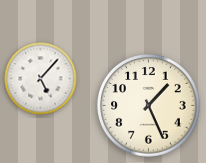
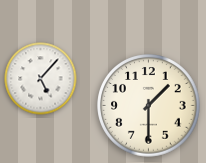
clock at (149, 106): 1:26 -> 1:30
